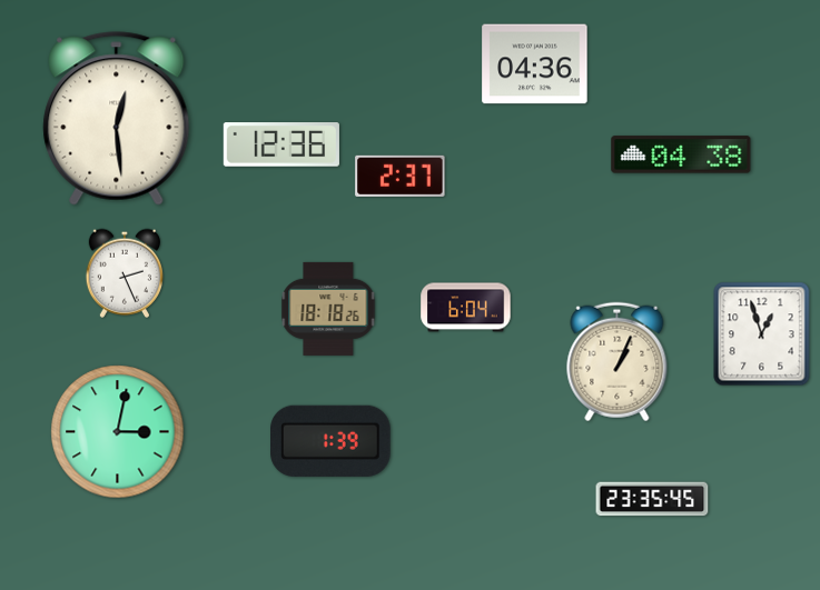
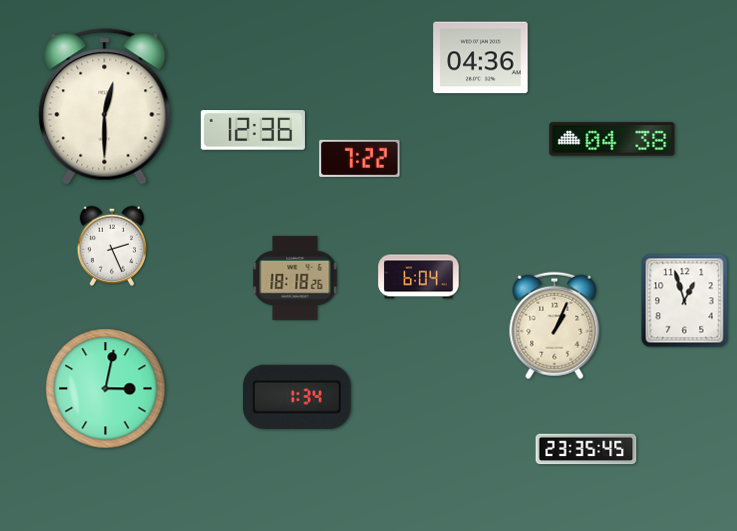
clock at (117, 119): 12:29 -> 12:30
clock at (401, 176): 2:37 -> 7:22
clock at (332, 441): 1:39 -> 1:34
